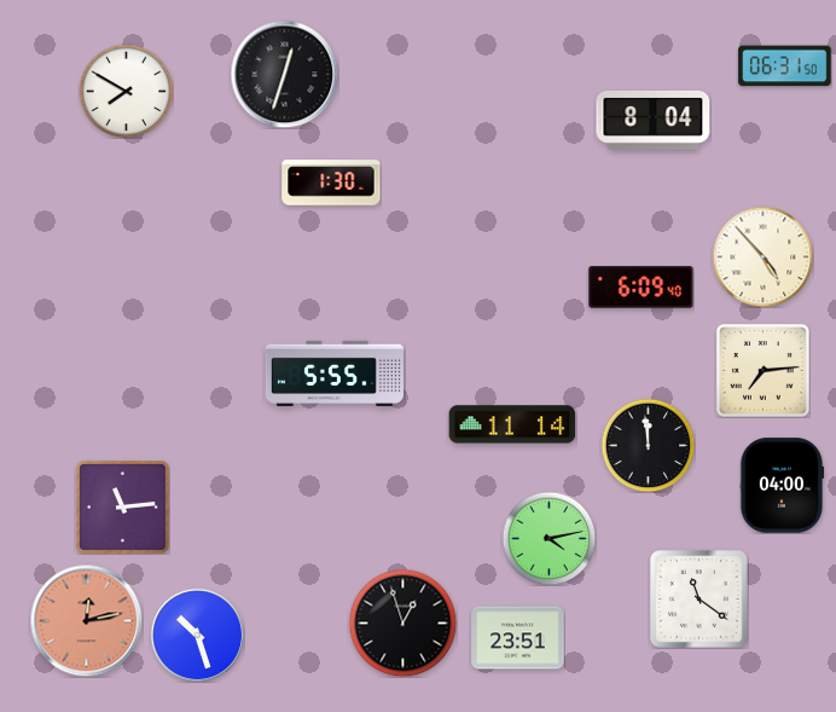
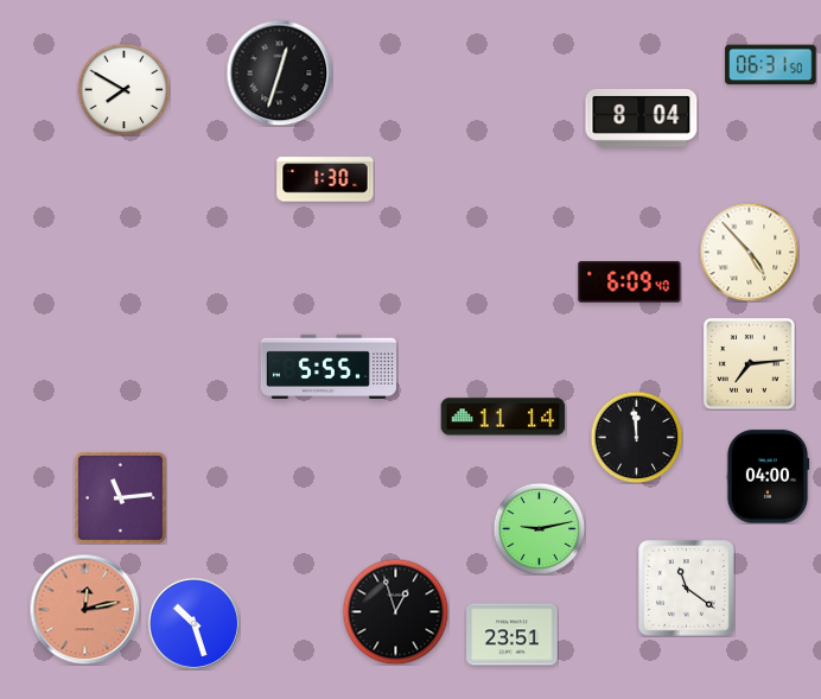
clock at (548, 538): 4:13 -> 9:13
clock at (518, 638) position: (518, 638) -> (513, 635)
